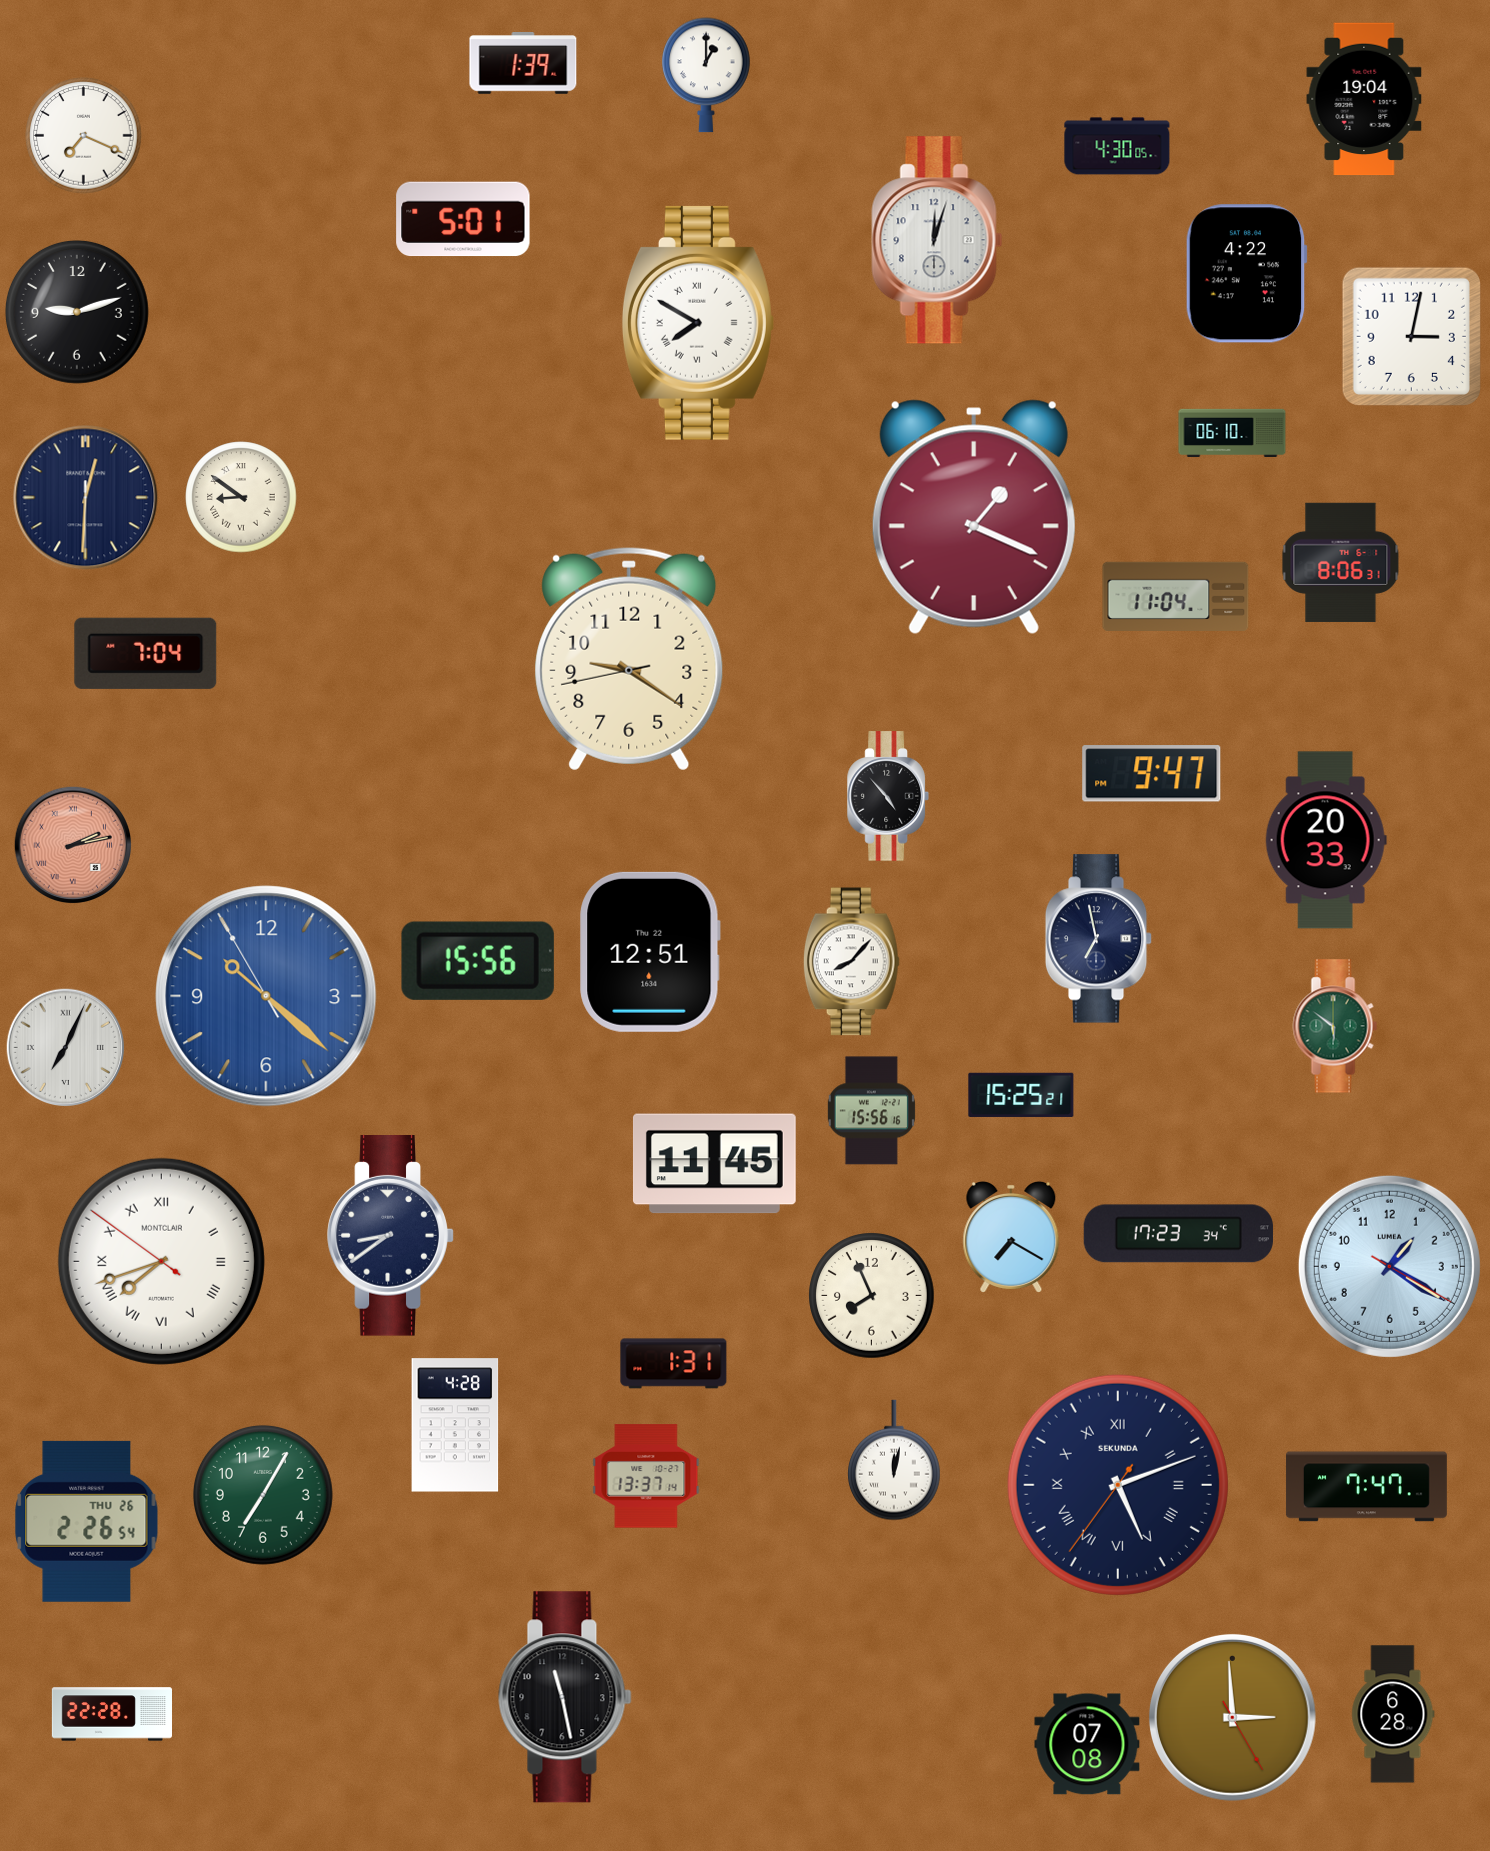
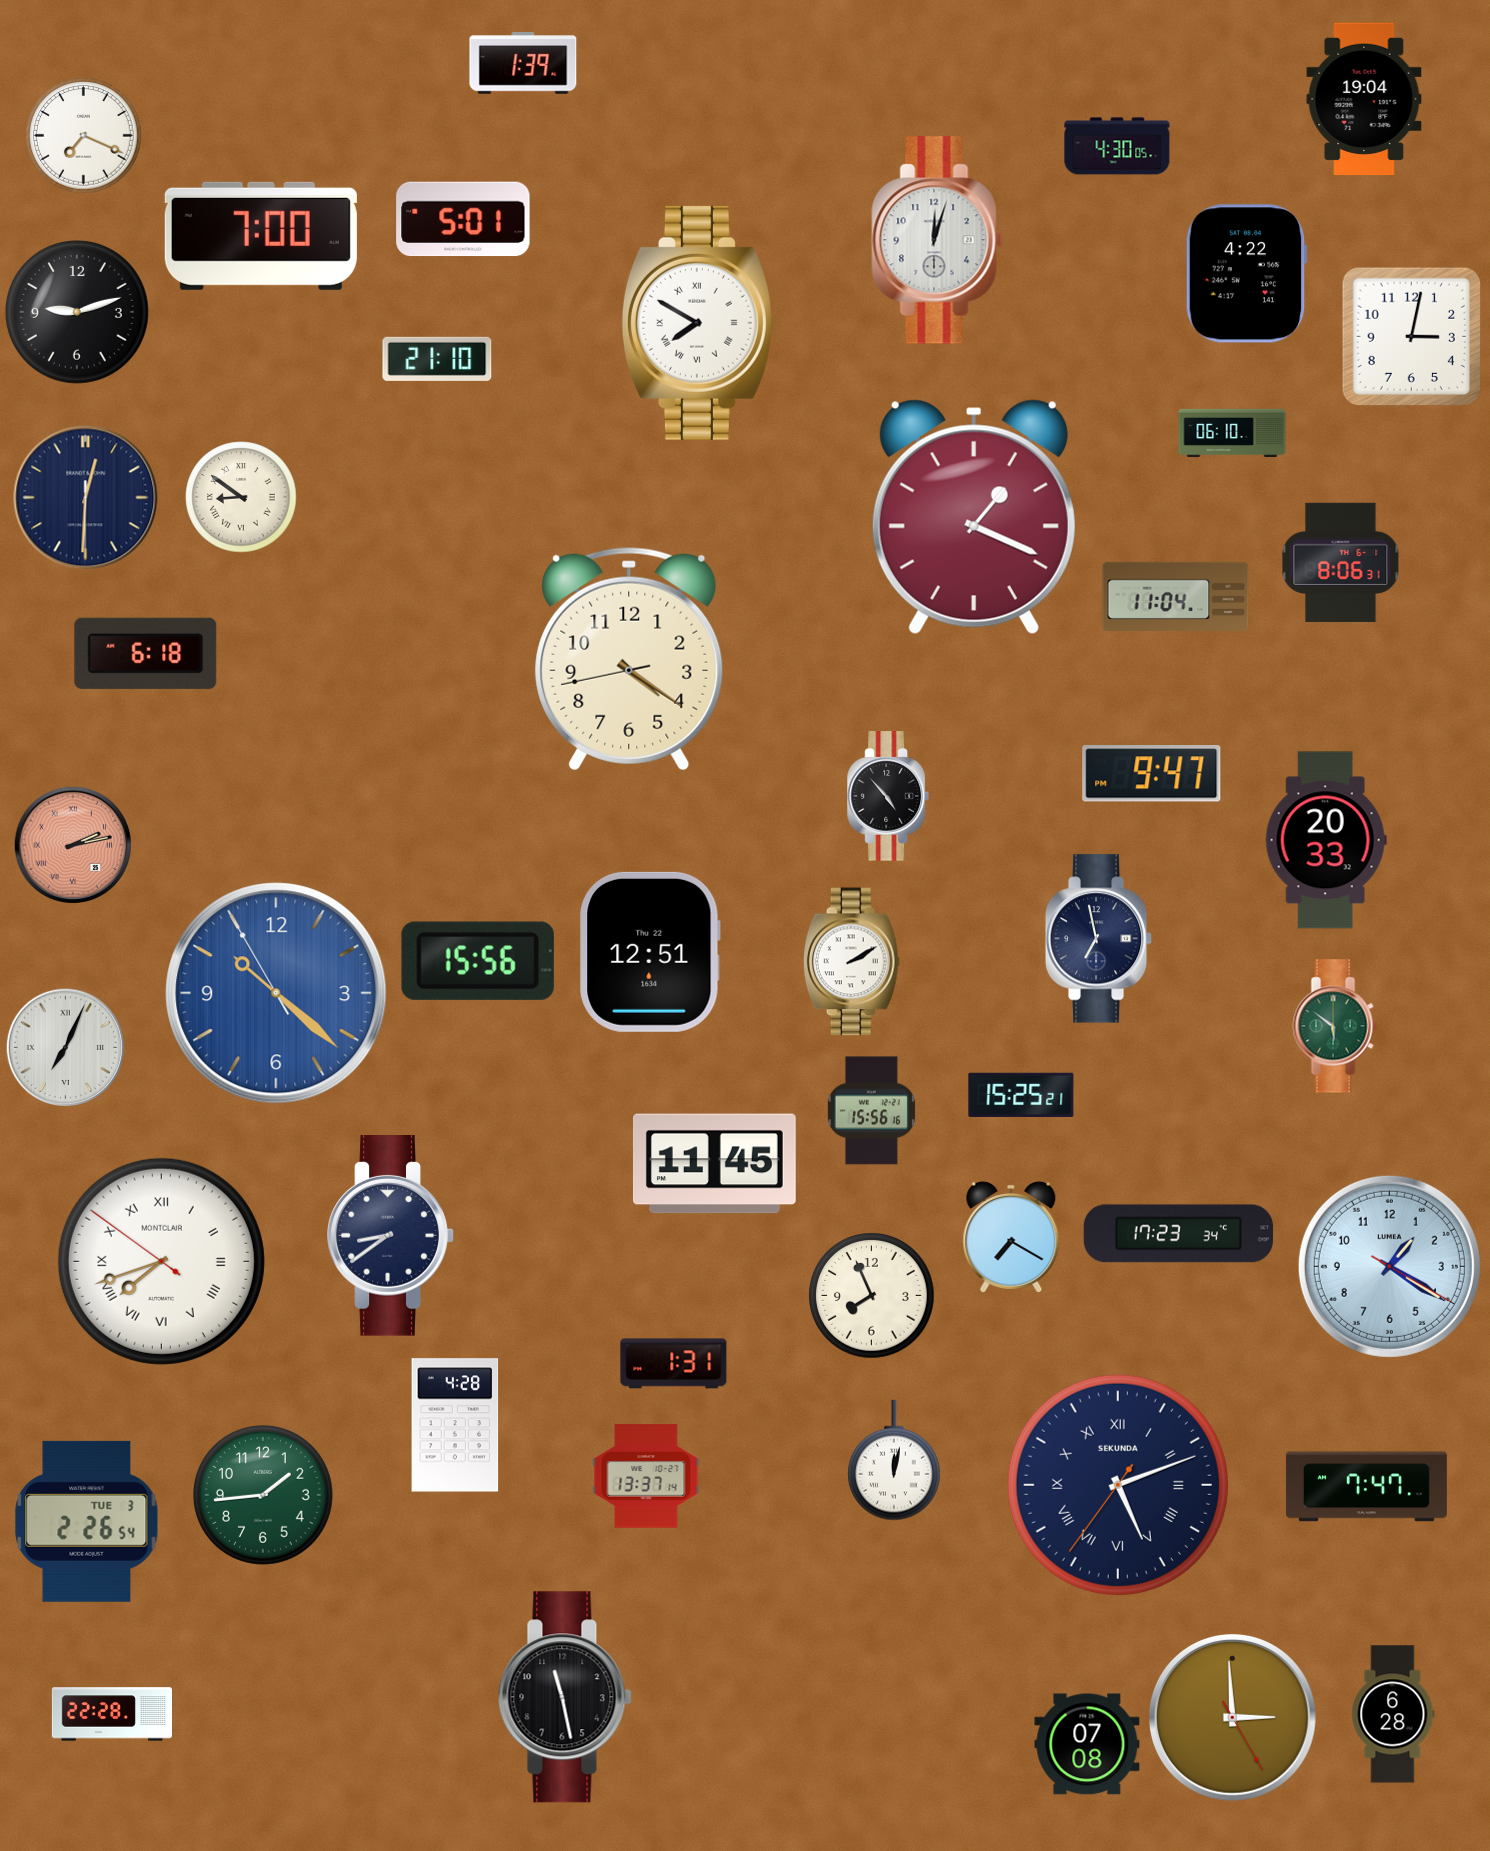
clock at (706, 75): 1:00 -> none
clock at (261, 236): none -> 7:00
clock at (437, 359): none -> 21:10
clock at (146, 653): 7:04 -> 6:18
clock at (629, 659): 9:20 -> 4:20
clock at (851, 962): 8:07 -> 2:10
clock at (266, 996) position: (266, 996) -> (276, 993)
clock at (263, 1495): 7:05 -> 1:44
clock at (87, 1521) date: THU 26 -> TUE 3
